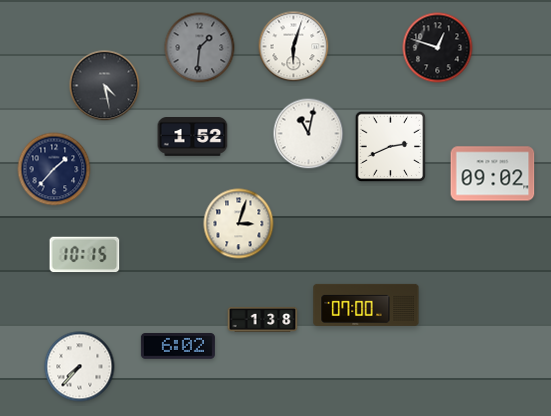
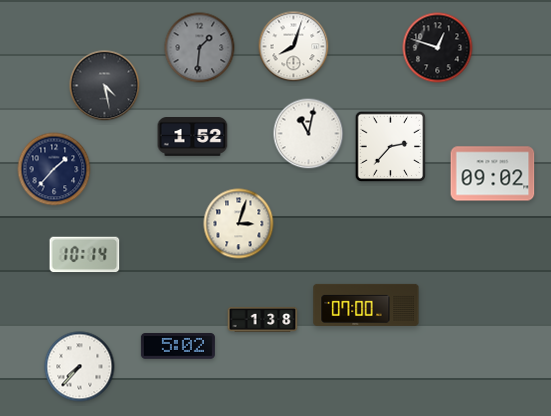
clock at (294, 47): 6:03 -> 8:03
clock at (391, 147): 2:41 -> 2:37
clock at (85, 255): 10:15 -> 10:14
clock at (178, 347): 6:02 -> 5:02
